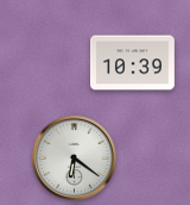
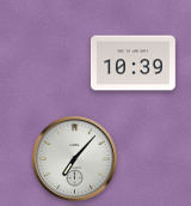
clock at (74, 157): 6:21 -> 7:07
